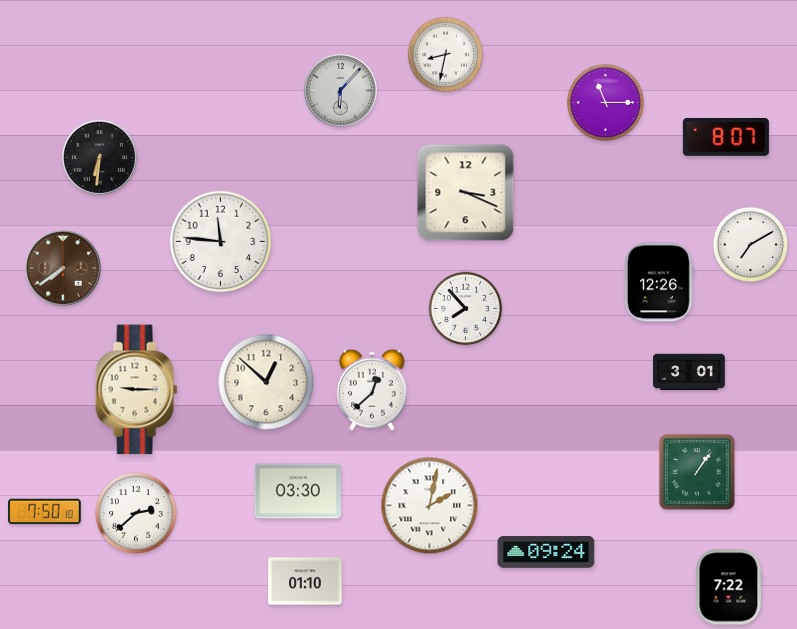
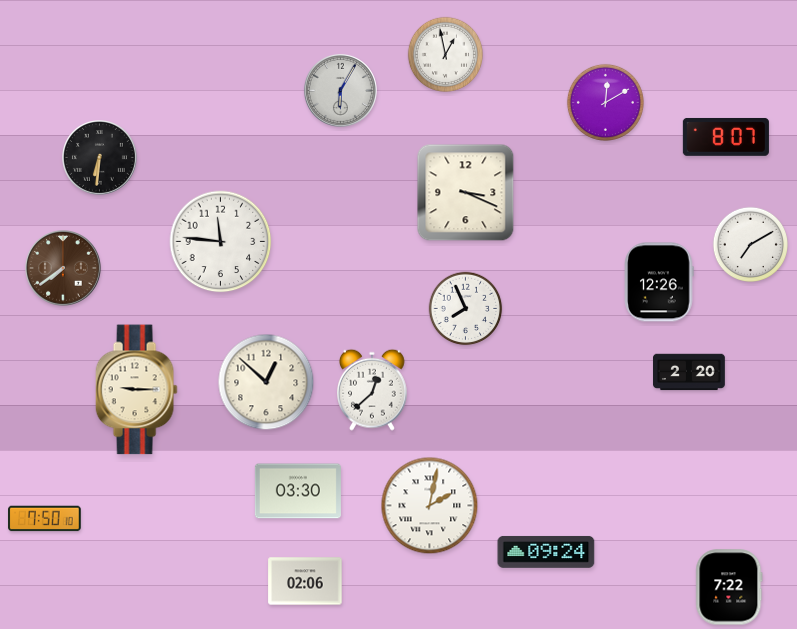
clock at (445, 54): 8:32 -> 12:58
clock at (340, 90): 6:07 -> 6:05
clock at (605, 102): 11:15 -> 12:10
clock at (466, 309): 7:53 -> 7:56
clock at (690, 372): 3:01 -> 2:20
clock at (697, 472): 1:06 -> none
clock at (45, 512) position: (45, 512) -> (45, 519)
clock at (136, 513): 2:38 -> none
clock at (305, 581): 01:10 -> 02:06
